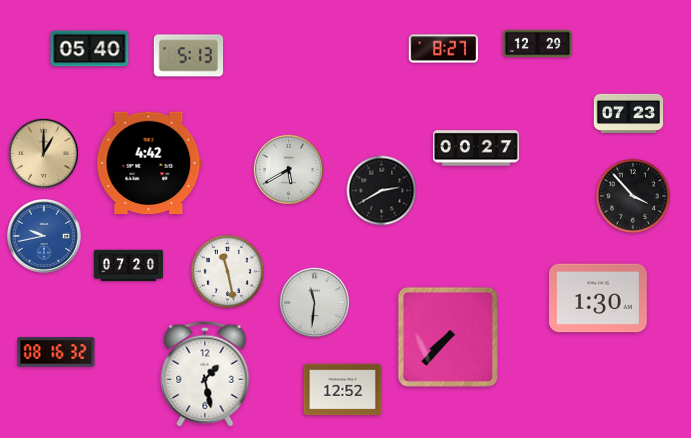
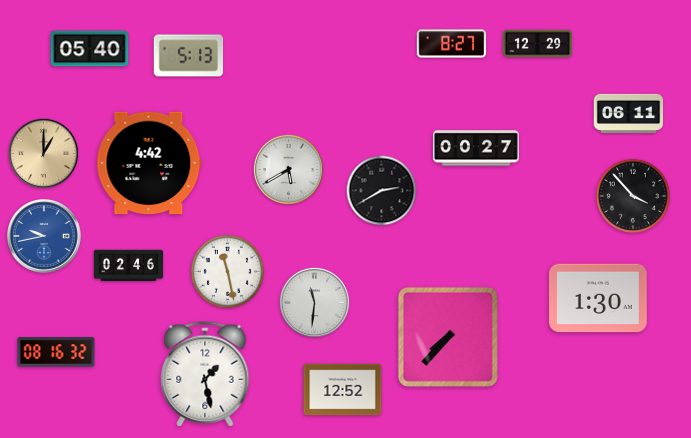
clock at (444, 49) position: (444, 49) -> (452, 44)
clock at (629, 113): 07:23 -> 06:11
clock at (129, 266): 07:20 -> 02:46
